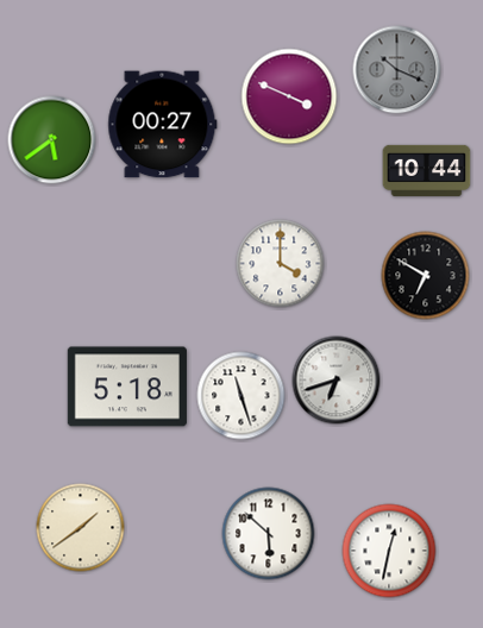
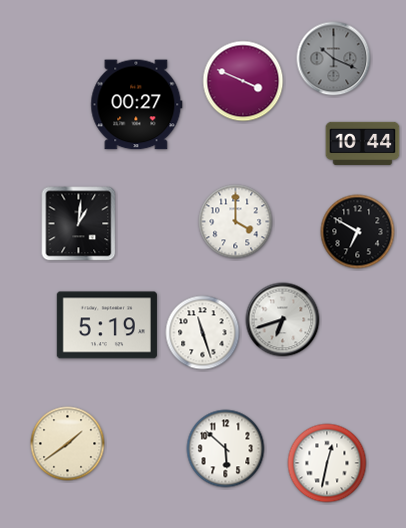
clock at (52, 140): 5:39 -> none
clock at (427, 170) position: (427, 170) -> (363, 143)
clock at (79, 224): none -> 1:01
clock at (127, 387): 5:18 -> 5:19
